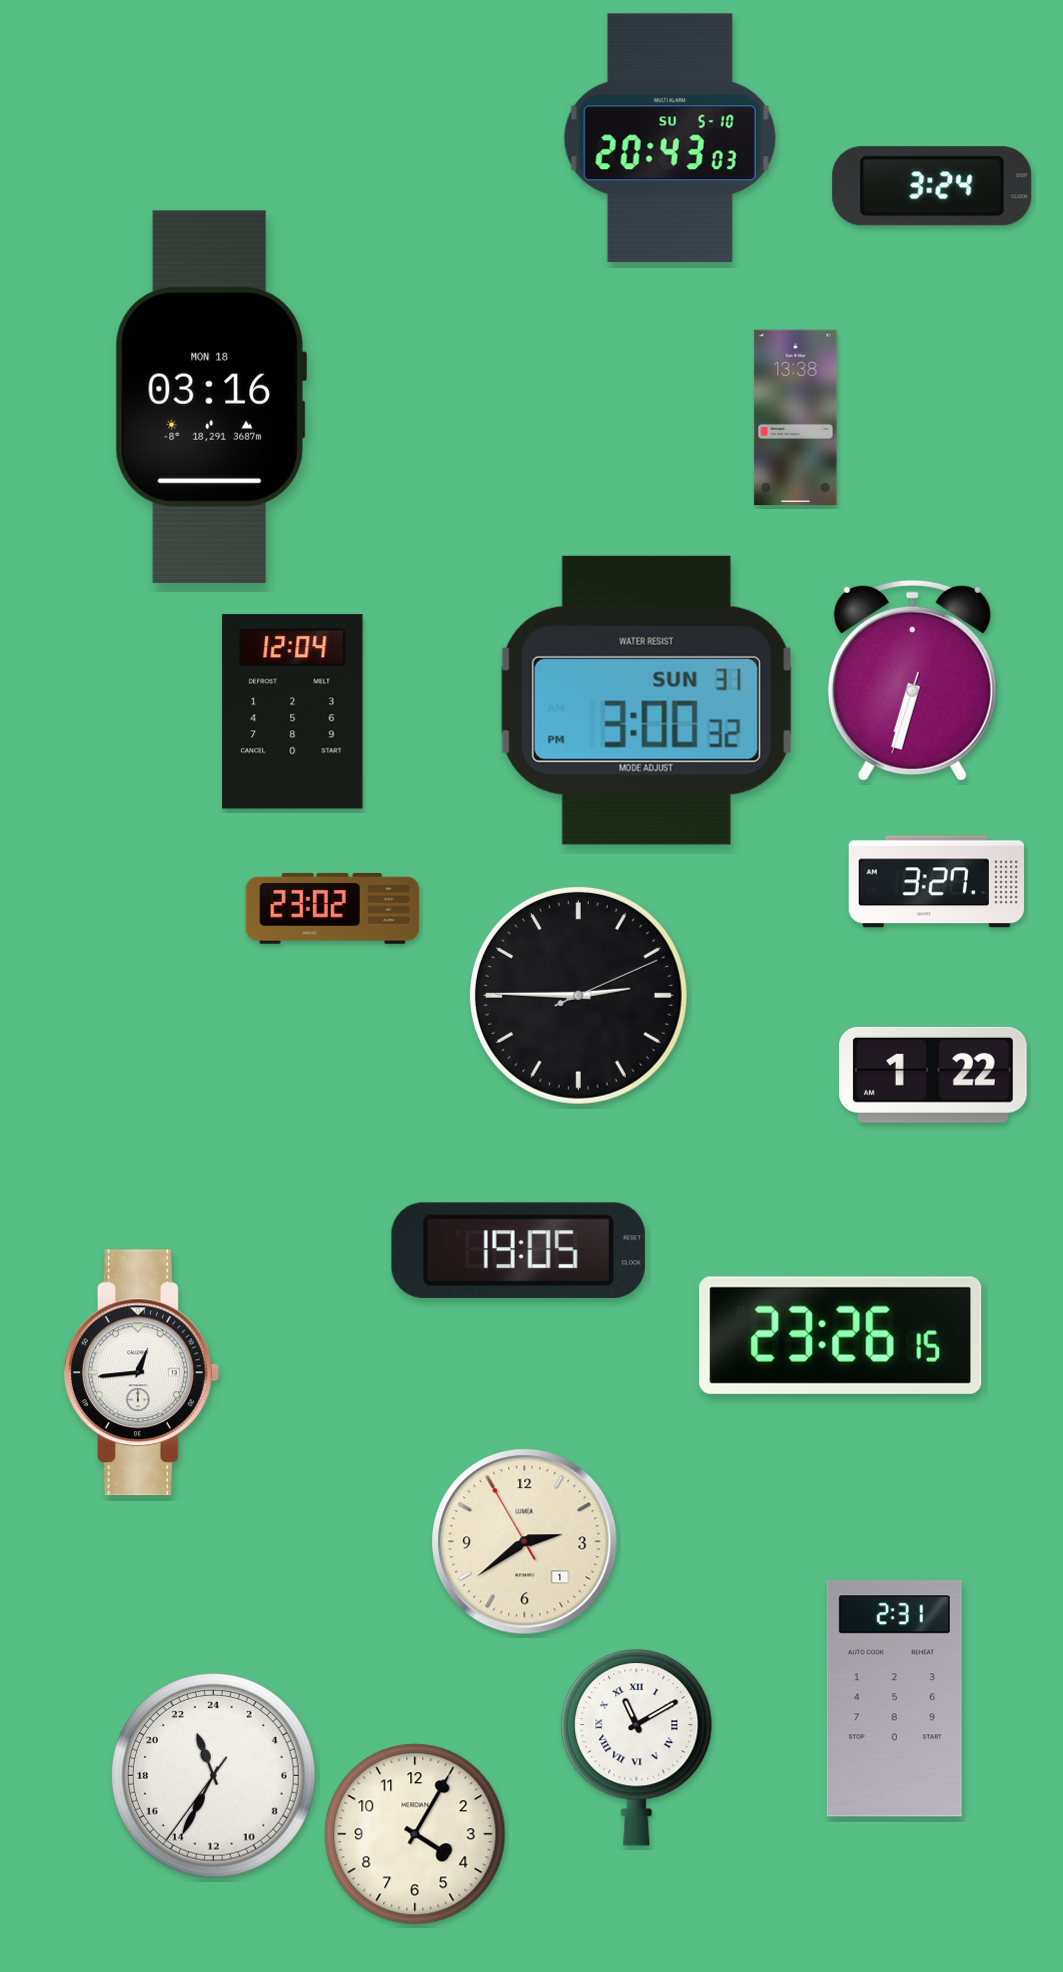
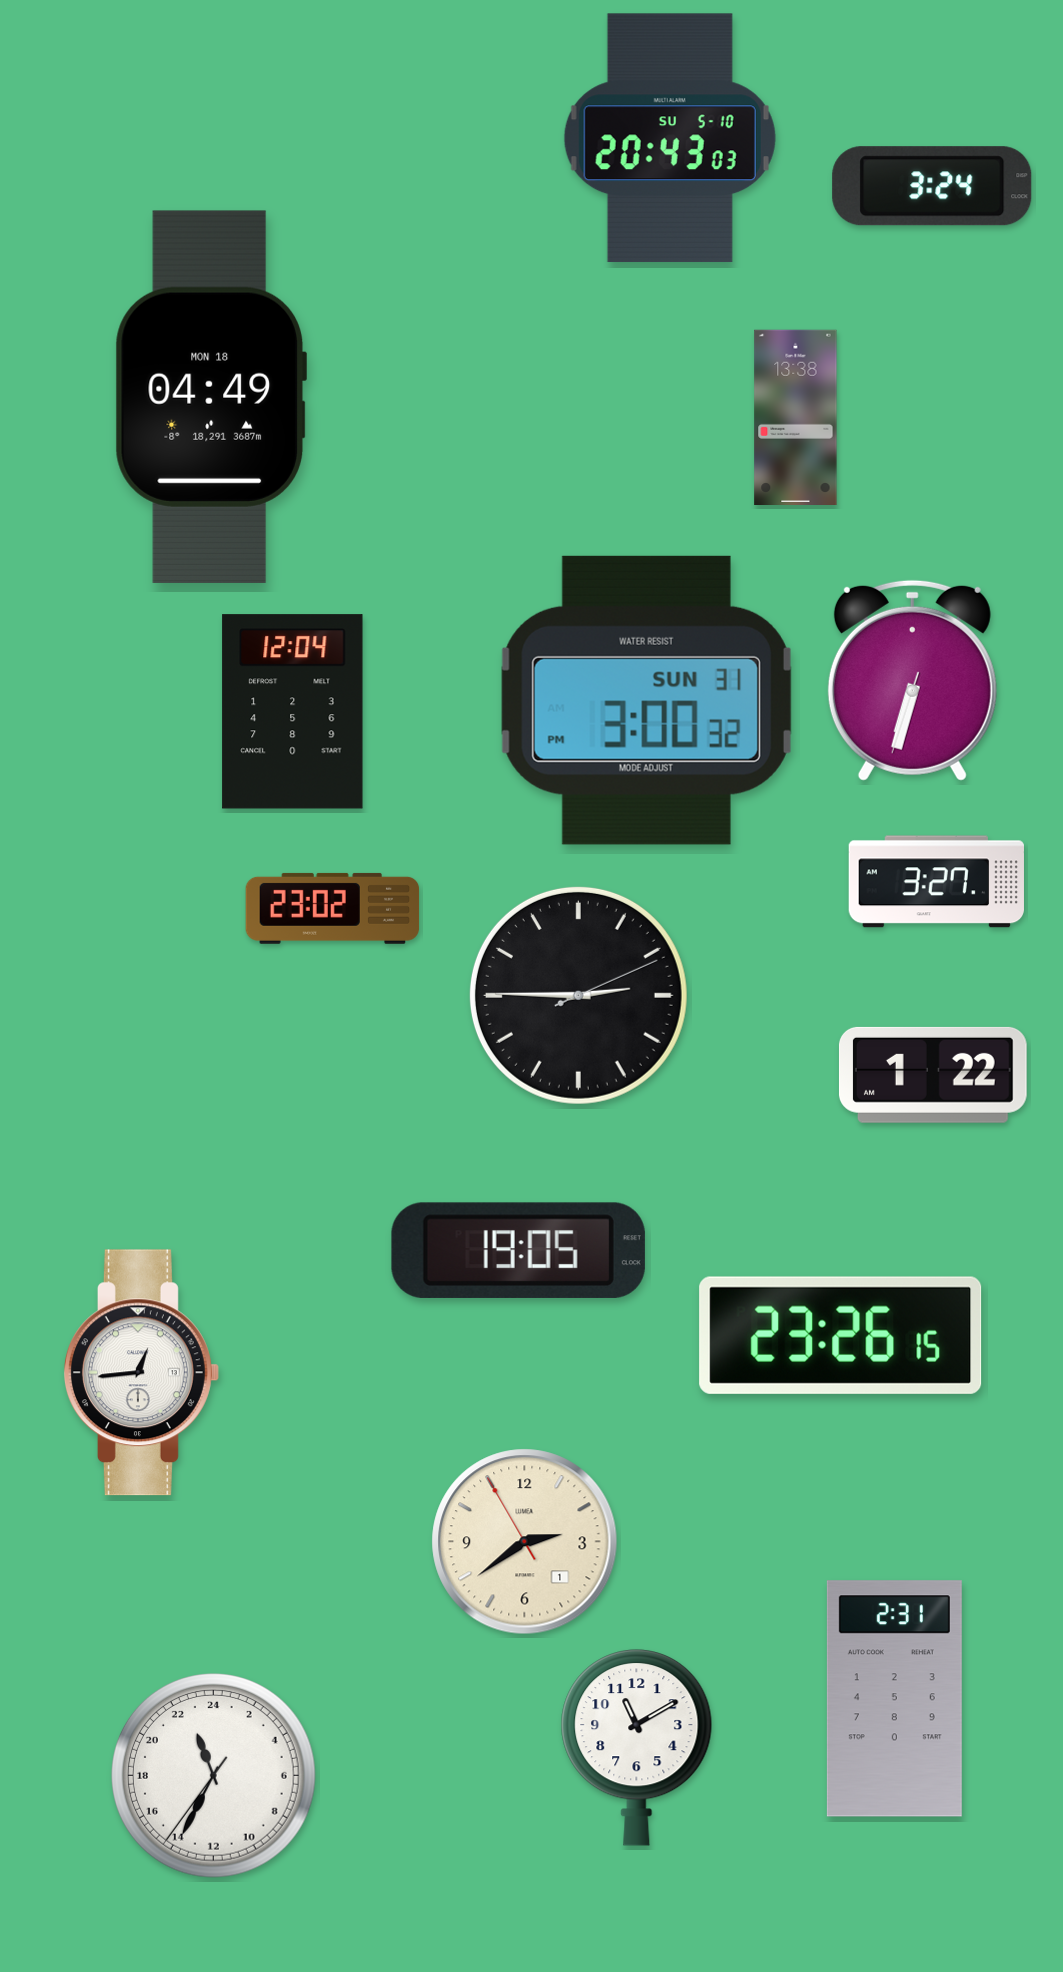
clock at (210, 397): 03:16 -> 04:49
clock at (637, 1747) numerals: Roman -> Arabic
clock at (415, 1834): 4:05 -> none
